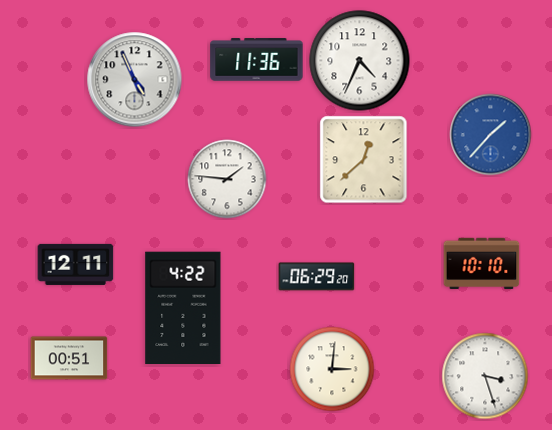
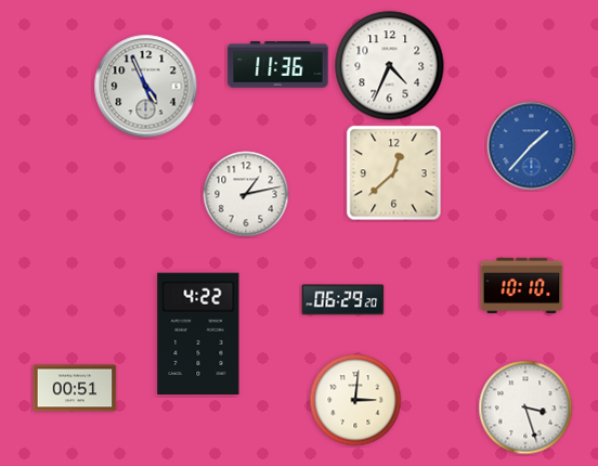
clock at (227, 179): 1:46 -> 1:13
clock at (76, 264): 12:11 -> none
clock at (332, 369) position: (332, 369) -> (355, 400)
